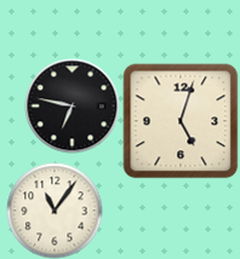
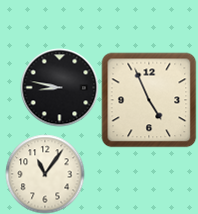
clock at (72, 105): 6:47 -> 8:47
clock at (181, 121): 5:03 -> 4:56
